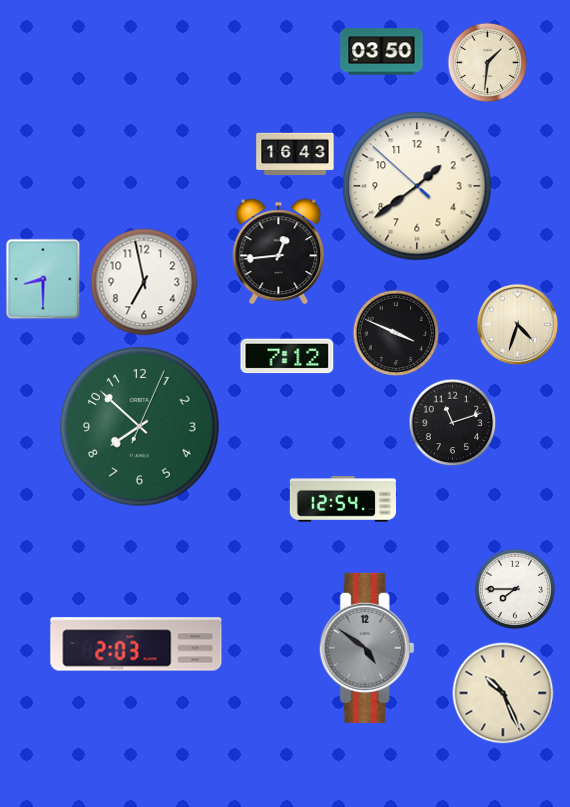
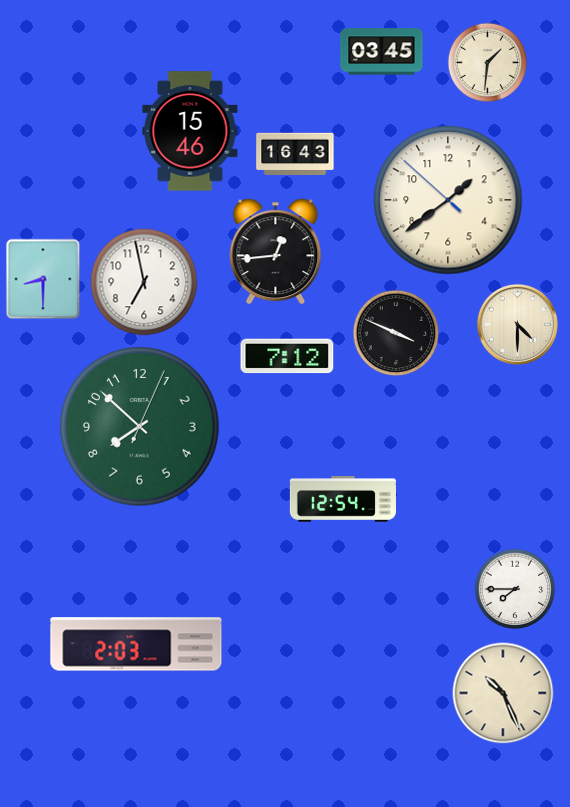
clock at (382, 52): 03:50 -> 03:45
clock at (190, 131): none -> 15:46
clock at (417, 186) position: (417, 186) -> (448, 200)
clock at (279, 252) position: (279, 252) -> (276, 252)
clock at (517, 324): 4:33 -> 4:30
clock at (452, 422): 11:12 -> none
clock at (367, 648): 4:51 -> none
